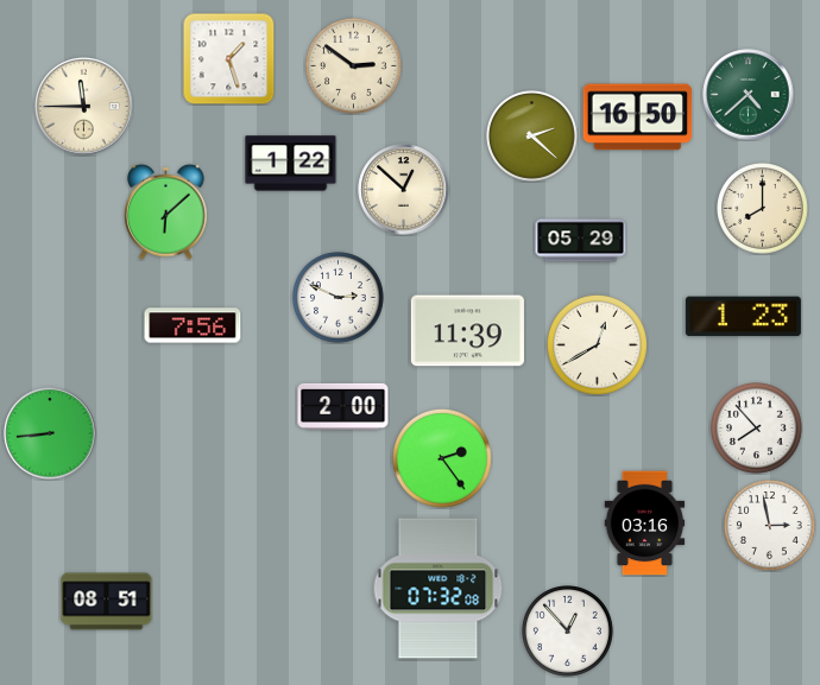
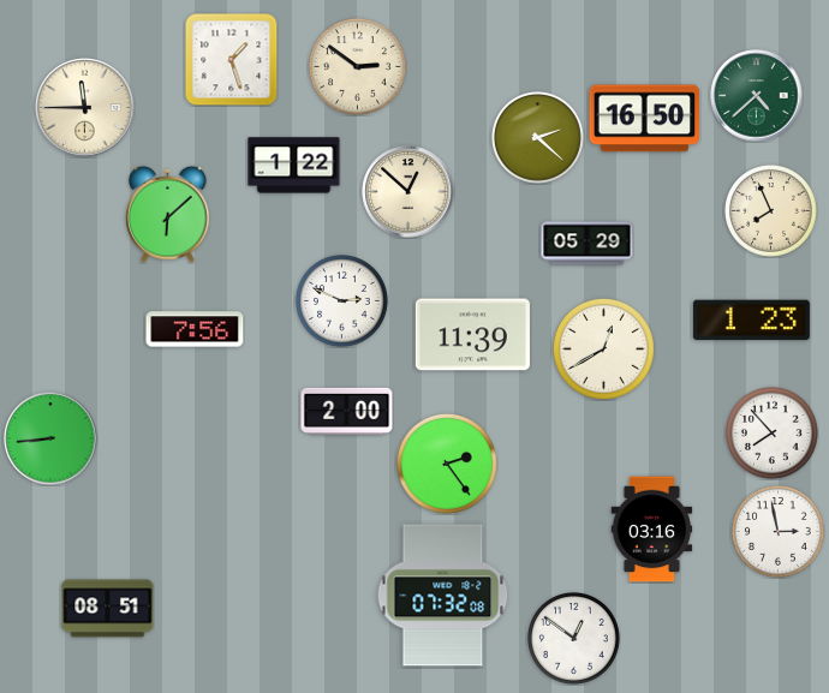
clock at (763, 209): 8:00 -> 7:56
clock at (757, 429) position: (757, 429) -> (773, 434)
clock at (568, 632): 12:53 -> 12:51
